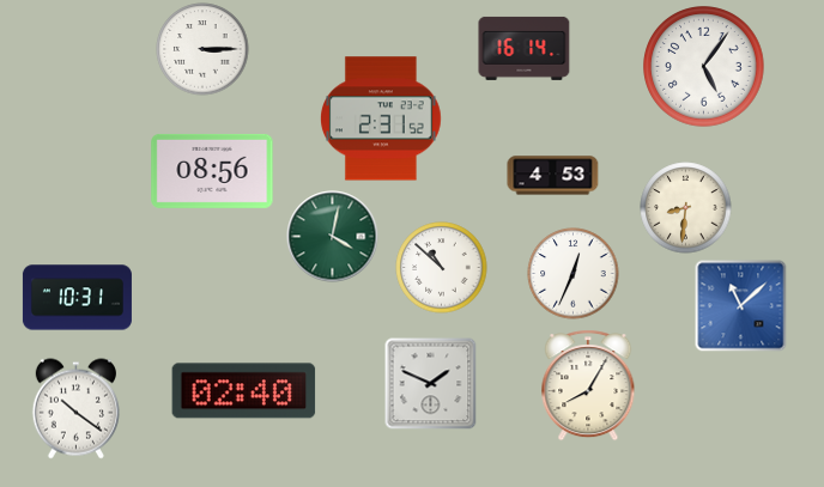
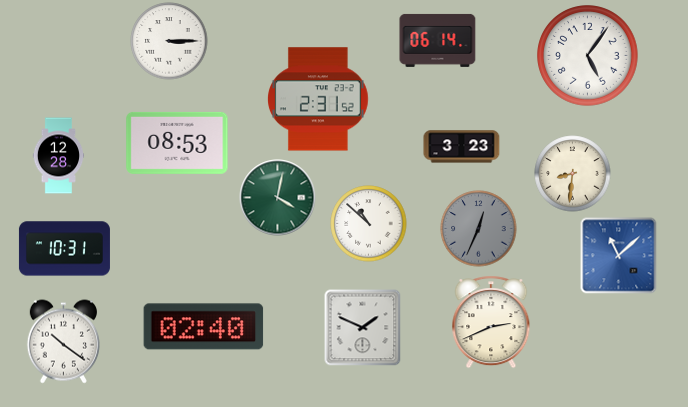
clock at (525, 48): 16:14 -> 06:14
clock at (212, 171): 08:56 -> 08:53
clock at (553, 176): 4:53 -> 3:23
clock at (59, 156): none -> 12:28
clock at (574, 274) dial: white -> grey
clock at (431, 384) position: (431, 384) -> (363, 328)
clock at (588, 385): 8:05 -> 2:41
